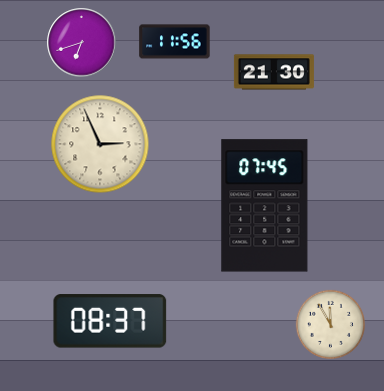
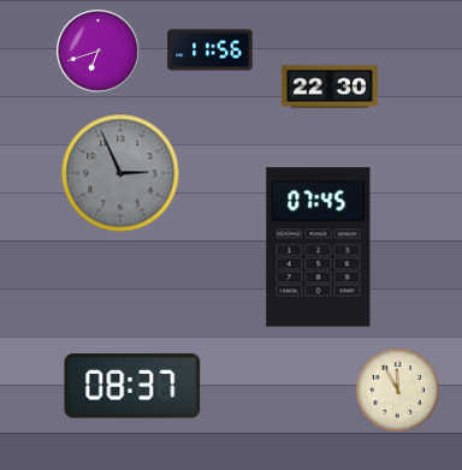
clock at (274, 72): 21:30 -> 22:30
clock at (100, 144) dial: cream -> grey
